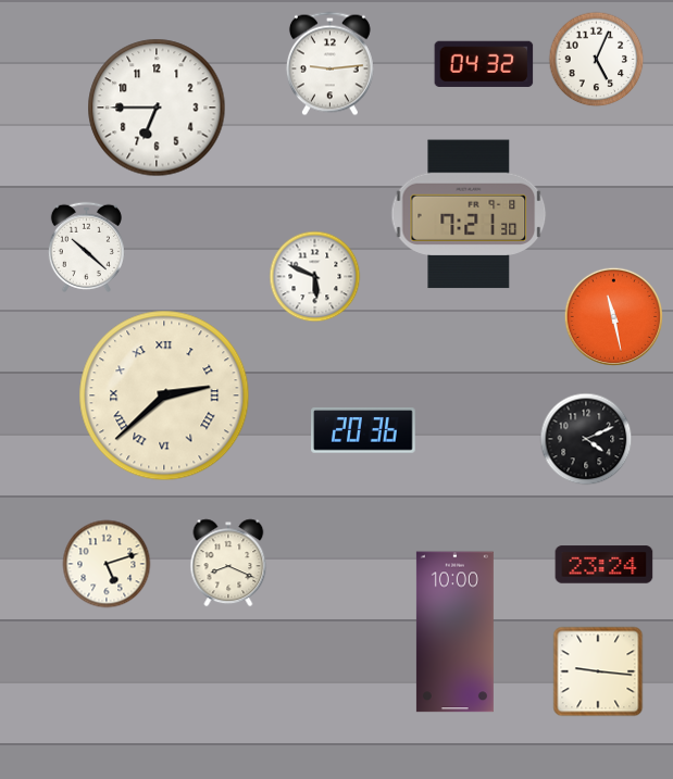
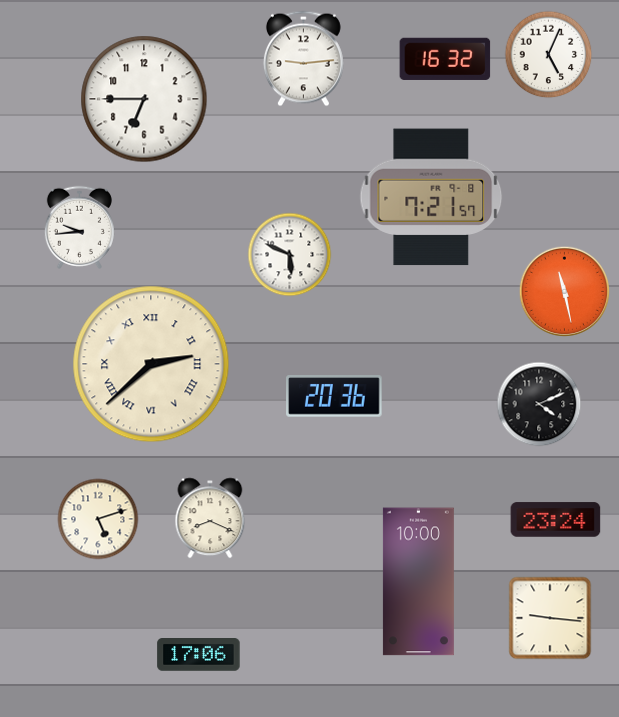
clock at (484, 63): 04:32 -> 16:32
clock at (469, 214): 7:21:30 -> 7:21:57
clock at (86, 247): 10:22 -> 9:44
clock at (199, 655): none -> 17:06
